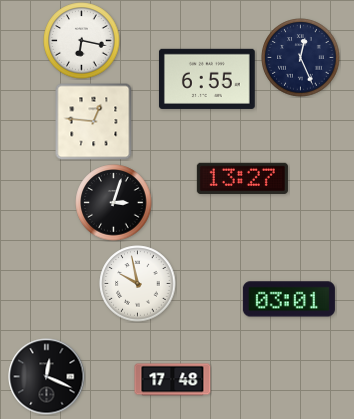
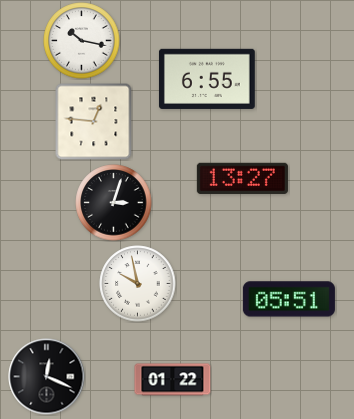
clock at (82, 41): 6:17 -> 10:17
clock at (301, 58): 12:26 -> none
clock at (289, 299): 03:01 -> 05:51
clock at (173, 380): 17:48 -> 01:22
